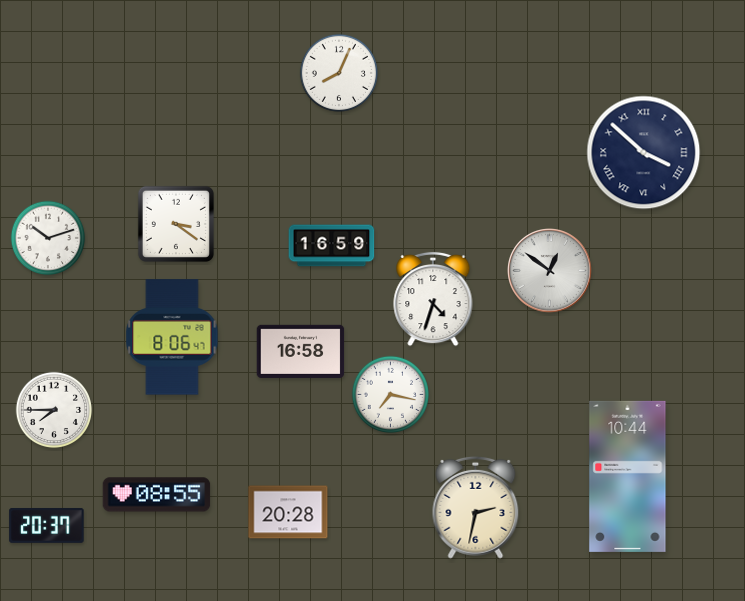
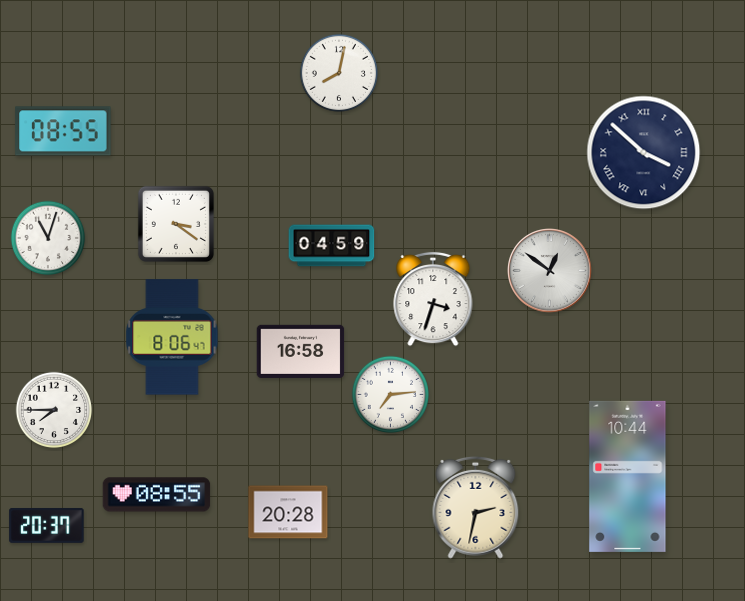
clock at (339, 73): 8:04 -> 8:02
clock at (63, 131): none -> 08:55
clock at (48, 238): 10:12 -> 11:03
clock at (332, 246): 16:59 -> 04:59
clock at (433, 299): 4:33 -> 3:33
clock at (390, 394): 7:17 -> 7:14
